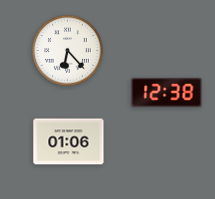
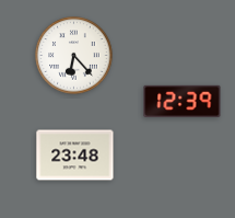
clock at (167, 92): 12:38 -> 12:39
clock at (69, 142): 01:06 -> 23:48
